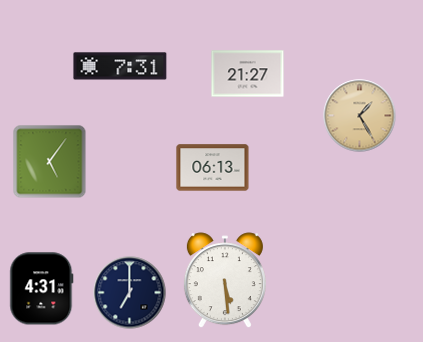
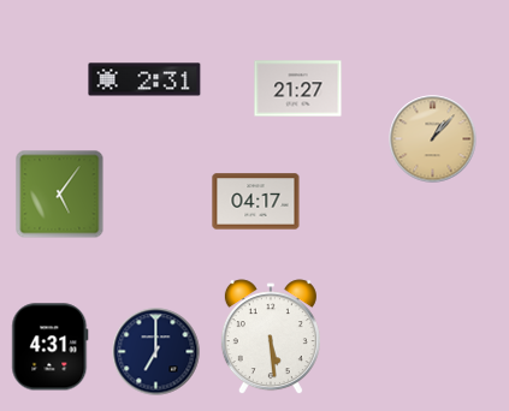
clock at (120, 66): 7:31 -> 2:31
clock at (360, 116): 1:25 -> 1:07
clock at (213, 168): 06:13 -> 04:17
